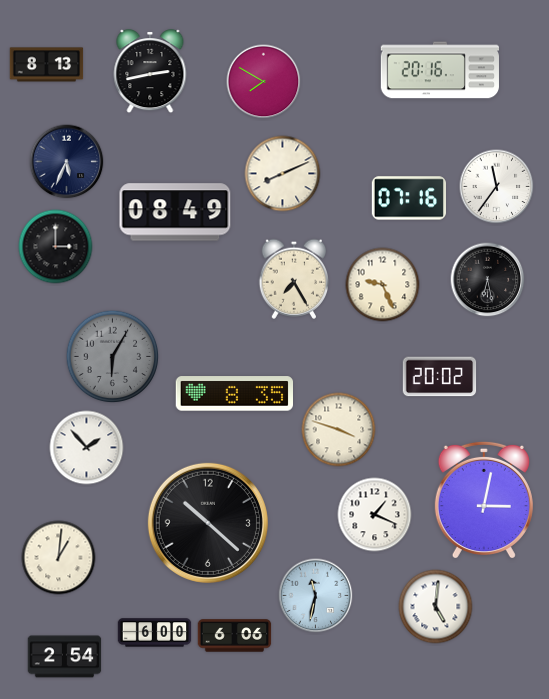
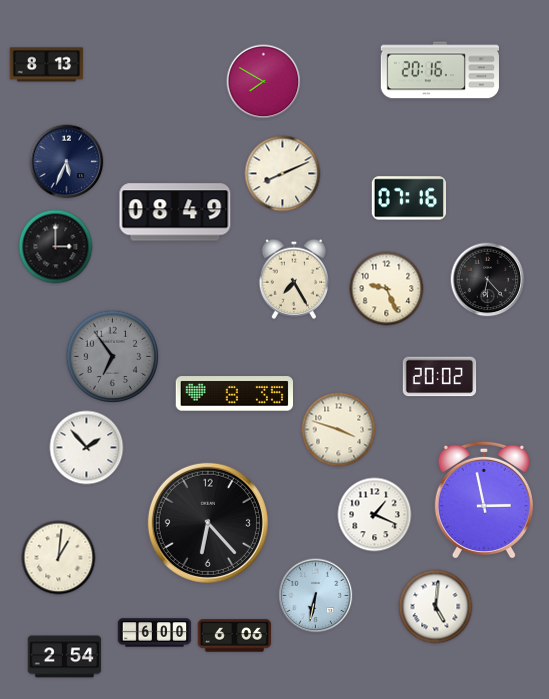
clock at (150, 72): 2:43 -> none
clock at (497, 187): 11:36 -> none
clock at (488, 280): 6:28 -> 6:23
clock at (383, 285) position: (383, 285) -> (387, 289)
clock at (113, 357): 6:05 -> 6:54
clock at (484, 500): 3:02 -> 2:58
clock at (208, 523): 10:22 -> 6:23
clock at (316, 596): 11:32 -> 6:32
